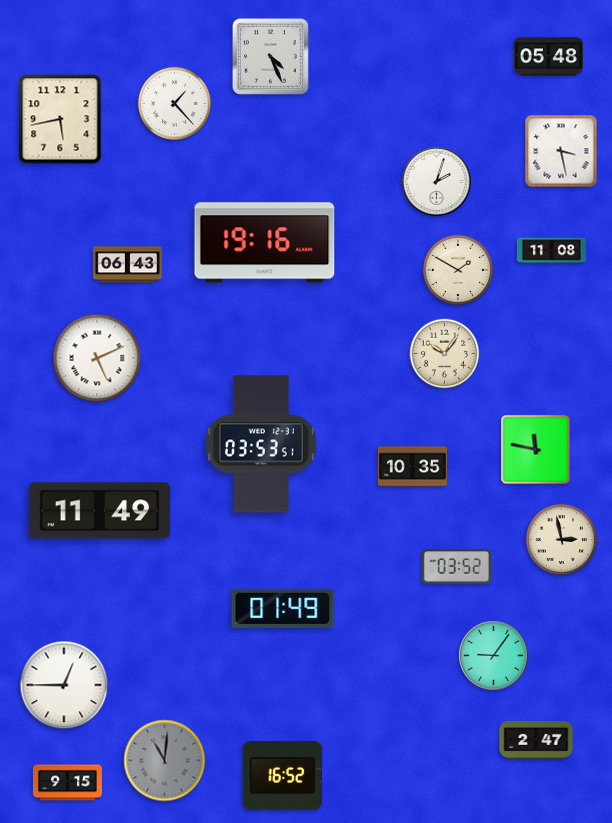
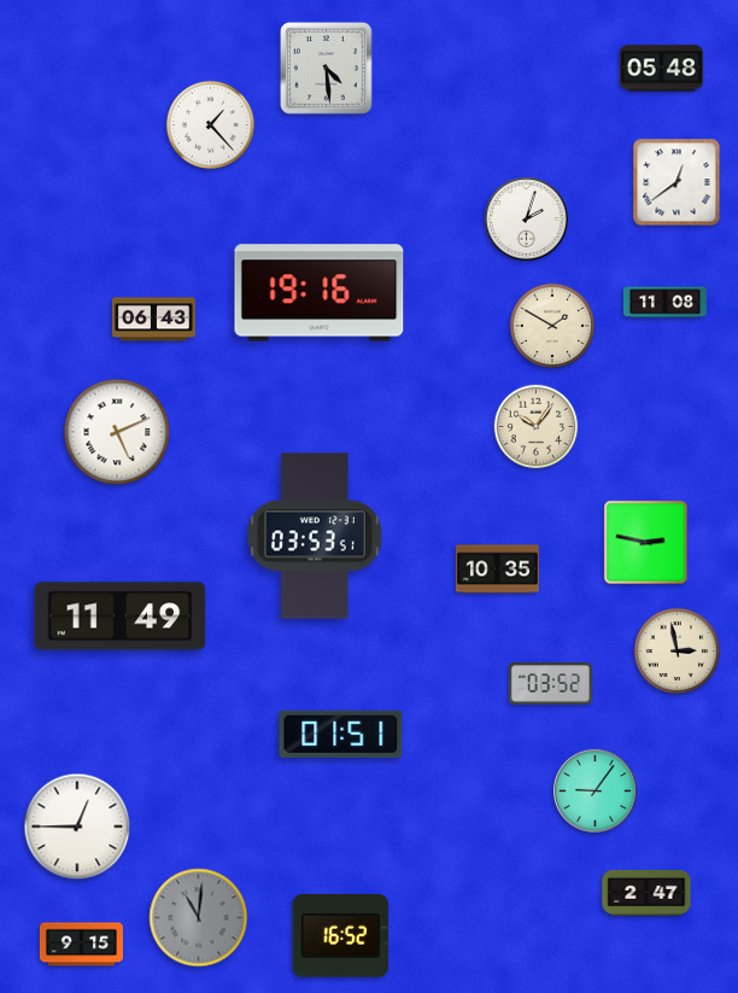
clock at (270, 56): 4:26 -> 4:29
clock at (60, 119): 5:43 -> none
clock at (561, 151): 3:28 -> 12:39
clock at (536, 450): 11:47 -> 2:47
clock at (412, 467) position: (412, 467) -> (497, 569)
clock at (283, 608): 01:49 -> 01:51
